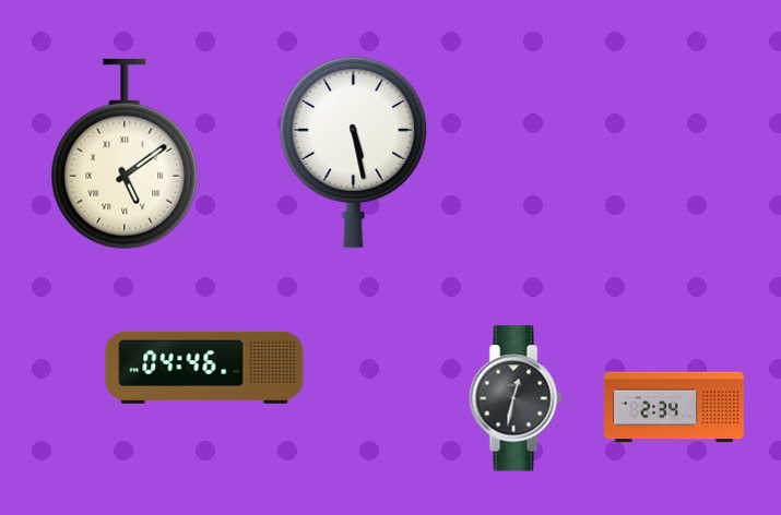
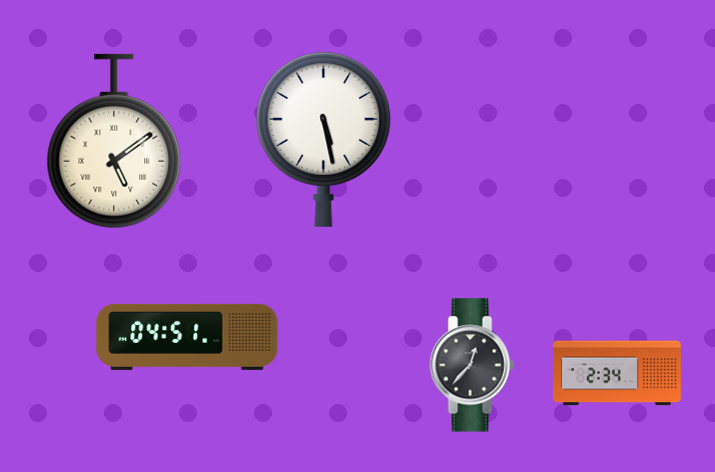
clock at (204, 368): 04:46 -> 04:51
clock at (516, 398): 12:32 -> 12:37
